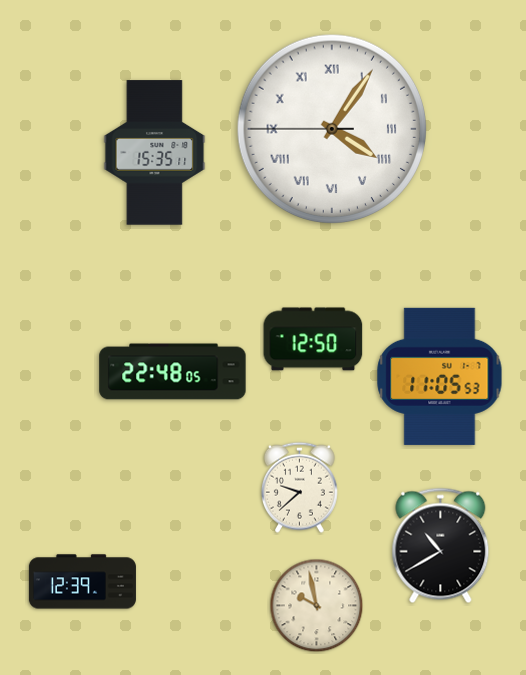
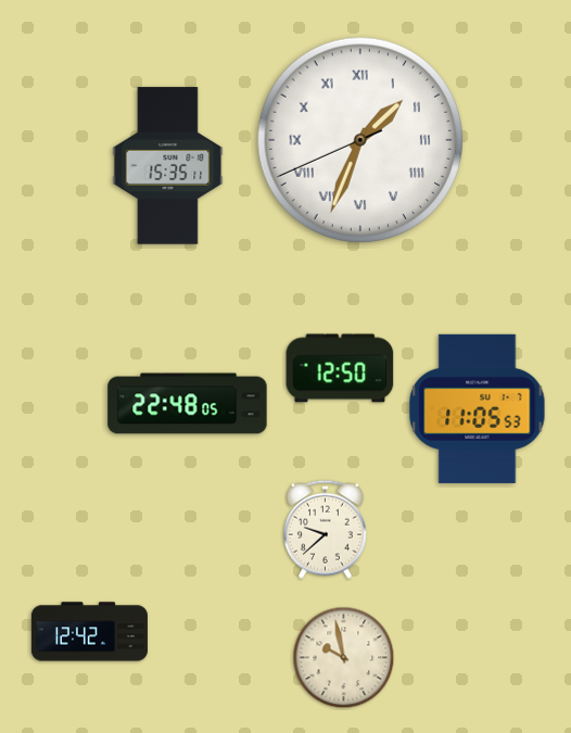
clock at (332, 129): 4:05 -> 1:33
clock at (441, 546): 10:40 -> none
clock at (82, 582): 12:39 -> 12:42
